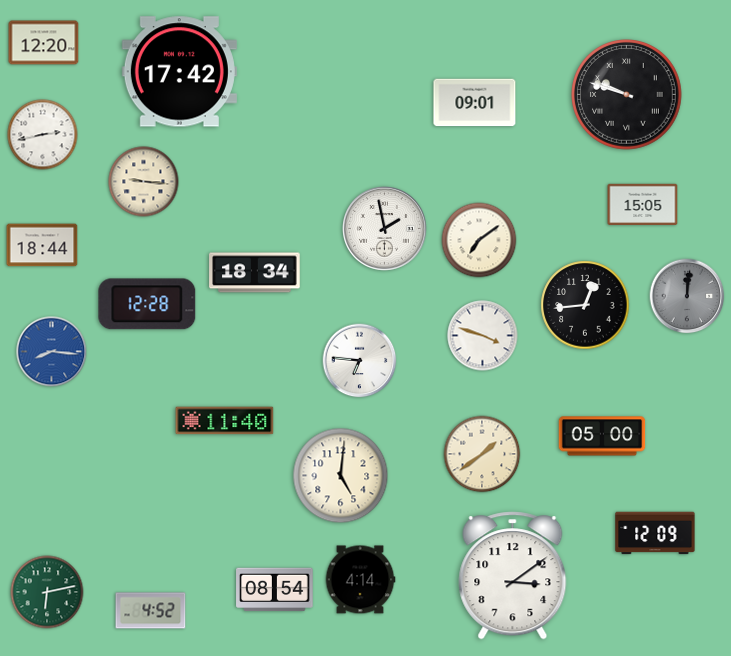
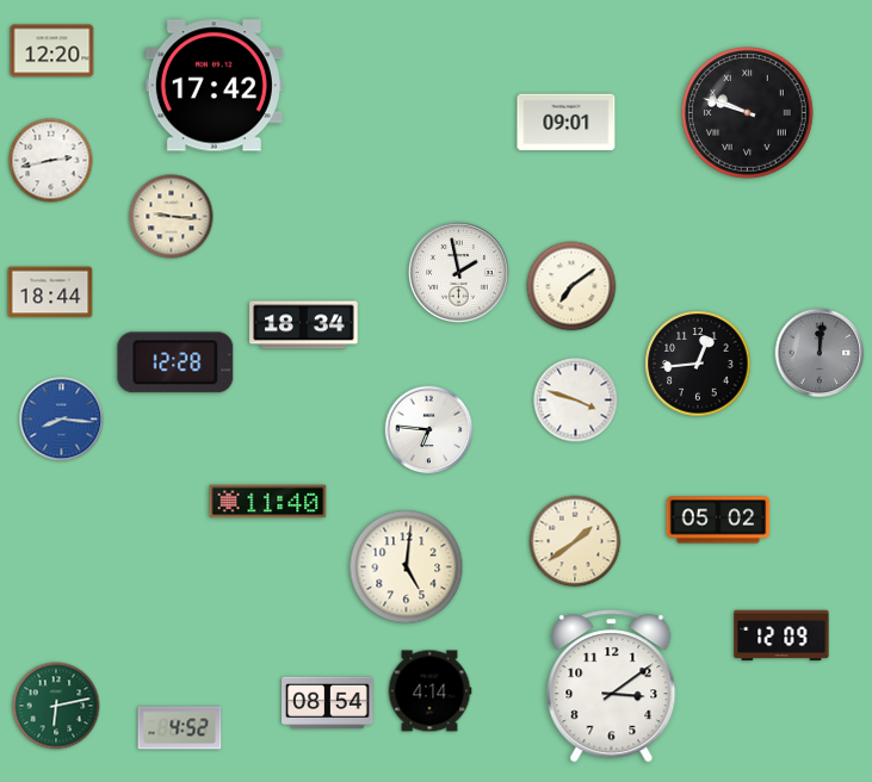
clock at (643, 204): 15:05 -> none
clock at (602, 436): 05:00 -> 05:02
